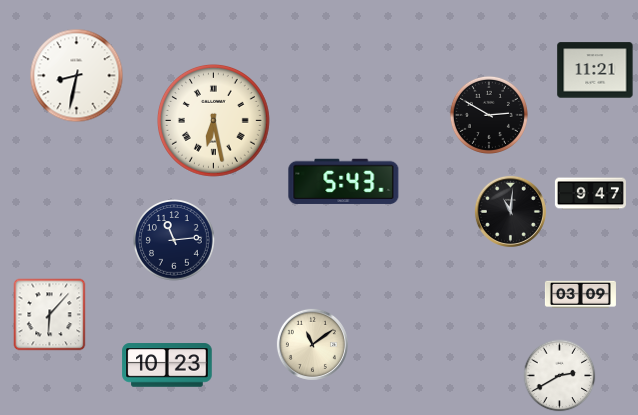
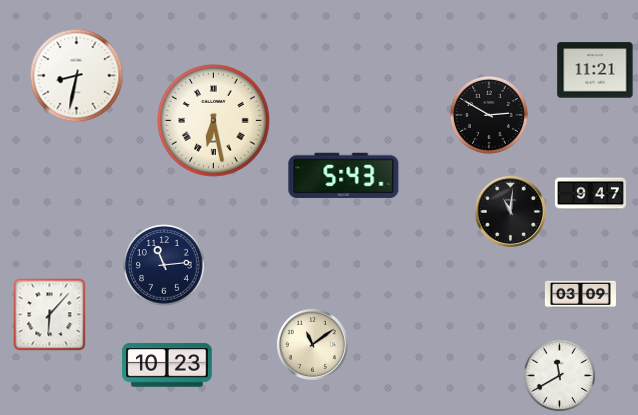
clock at (344, 181) position: (344, 181) -> (344, 175)
clock at (174, 240) position: (174, 240) -> (164, 265)
clock at (560, 376): 2:40 -> 11:40
